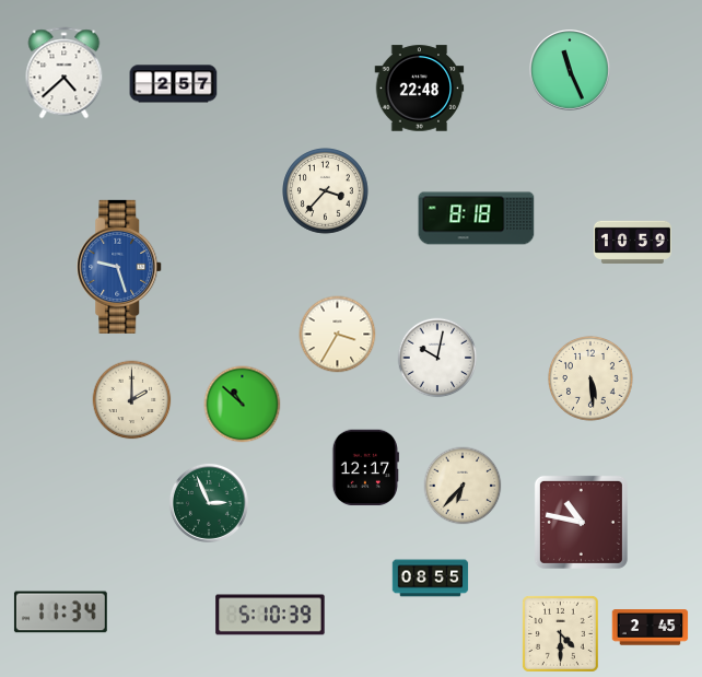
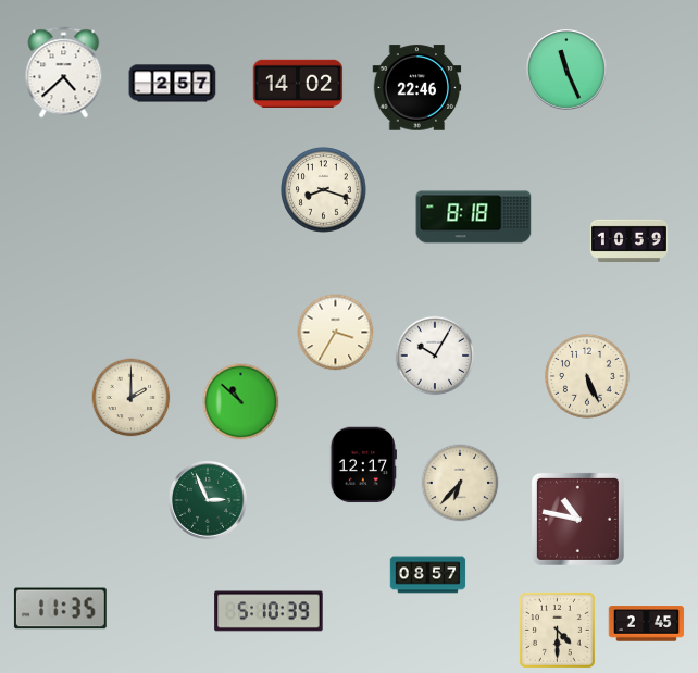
clock at (298, 83): none -> 14:02
clock at (420, 89): 22:48 -> 22:46
clock at (326, 191): 3:37 -> 8:18
clock at (120, 267): 9:27 -> none
clock at (437, 358): 10:02 -> 10:05
clock at (592, 380): 5:29 -> 5:26
clock at (431, 579): 08:55 -> 08:57
clock at (60, 612): 11:34 -> 11:35
